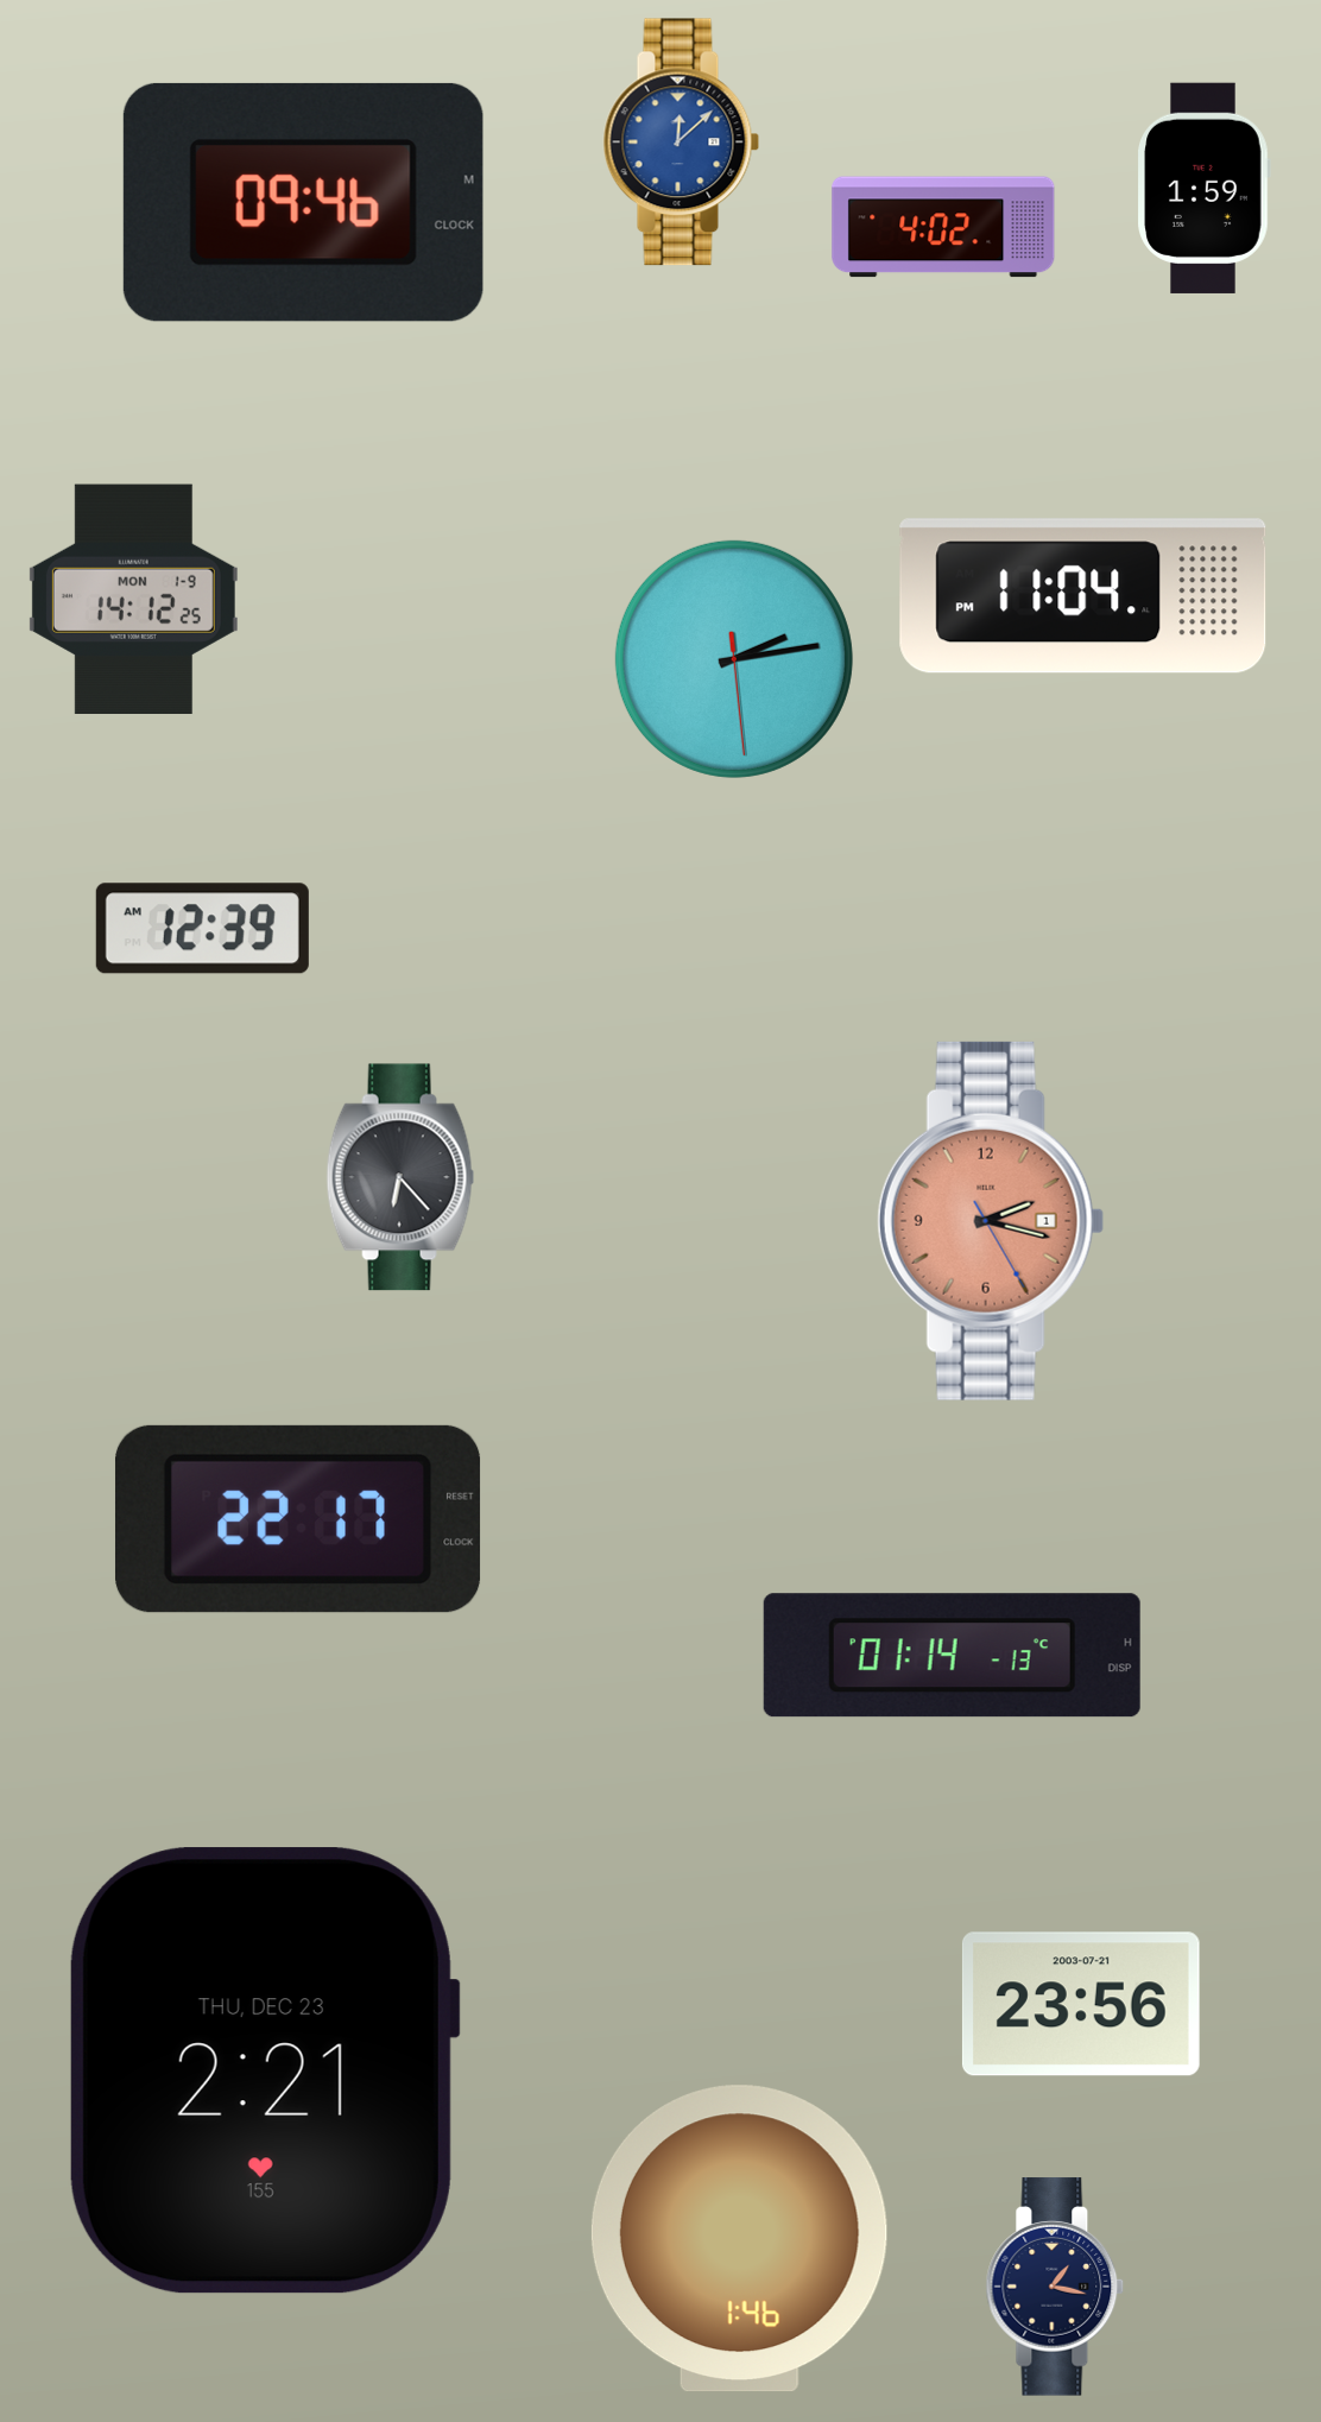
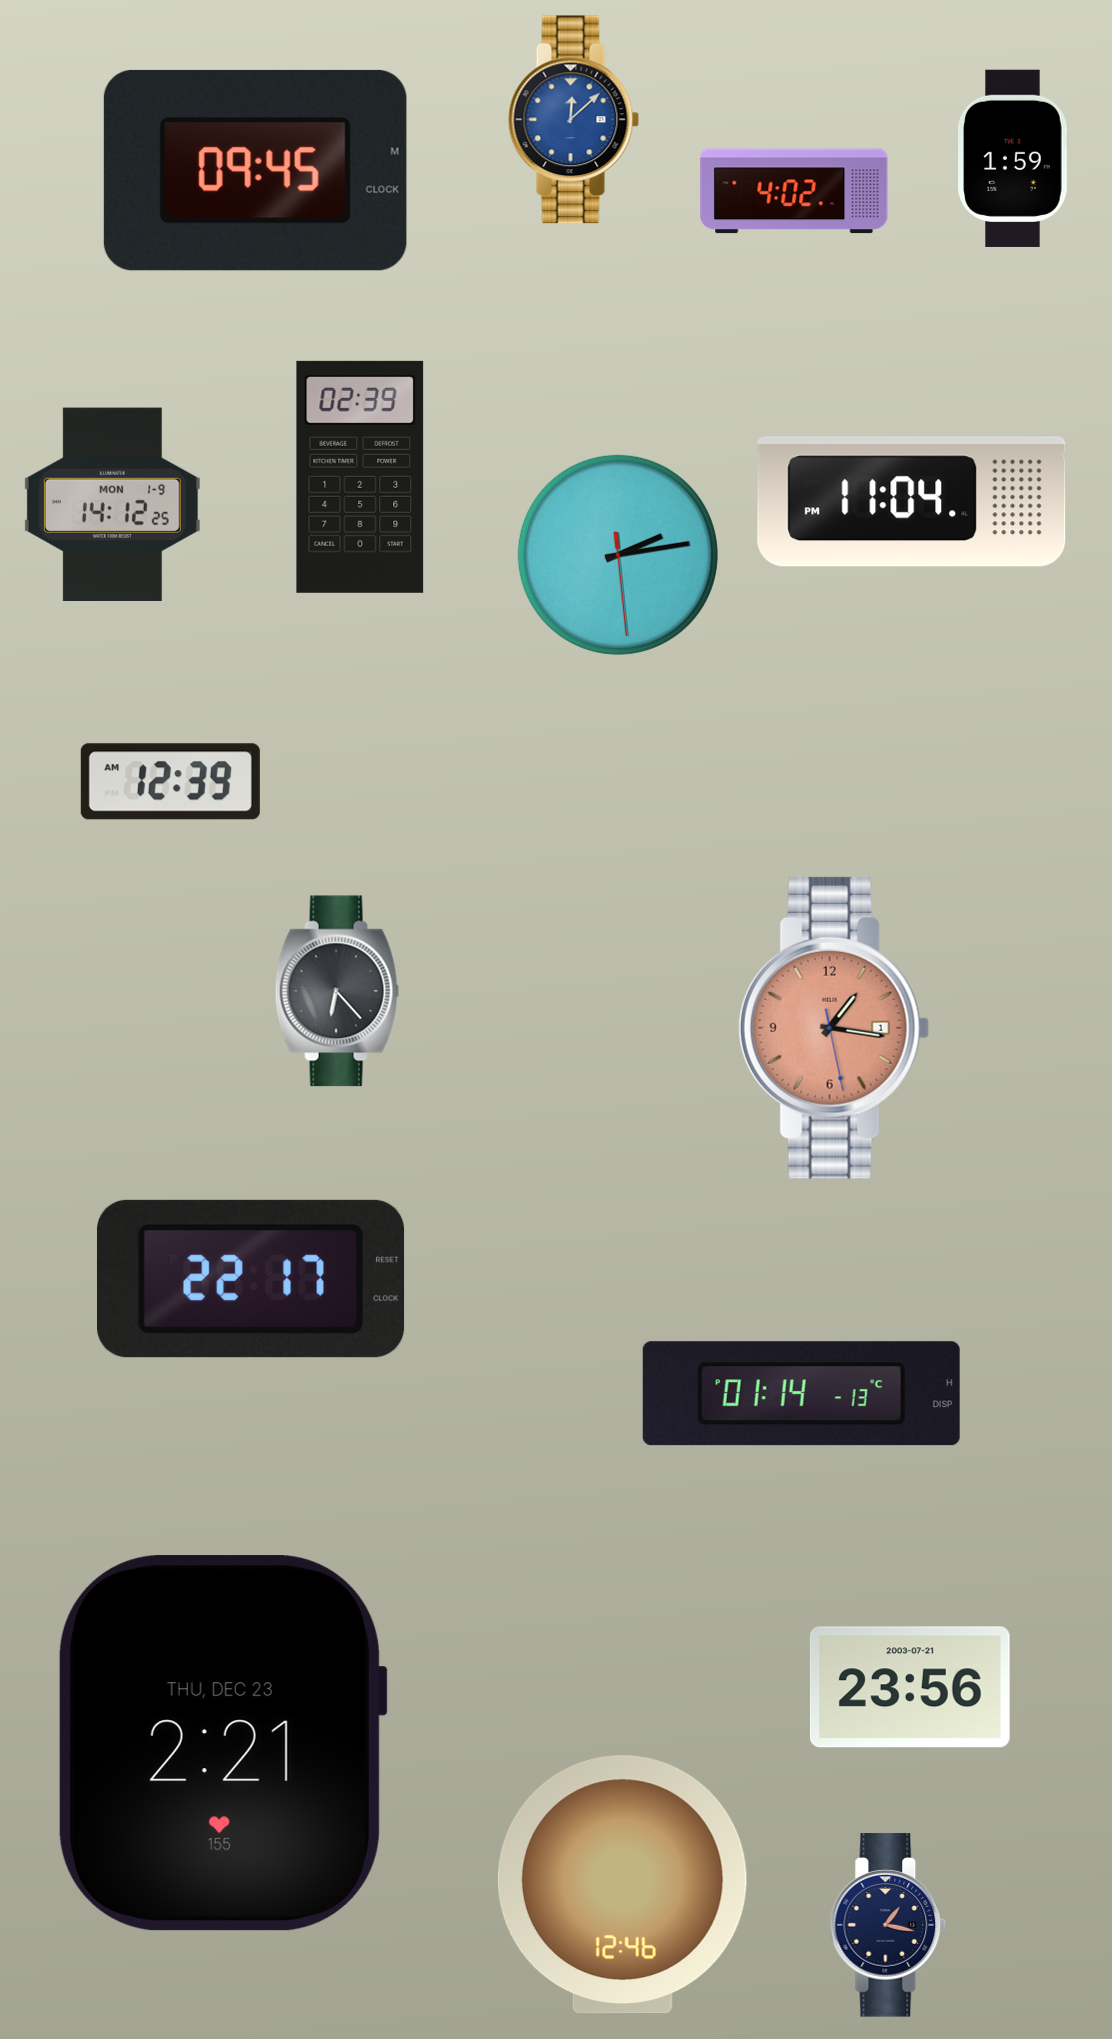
clock at (303, 202): 09:46 -> 09:45
clock at (360, 477): none -> 02:39
clock at (991, 1221): 2:17 -> 1:16
clock at (739, 2239): 1:46 -> 12:46
